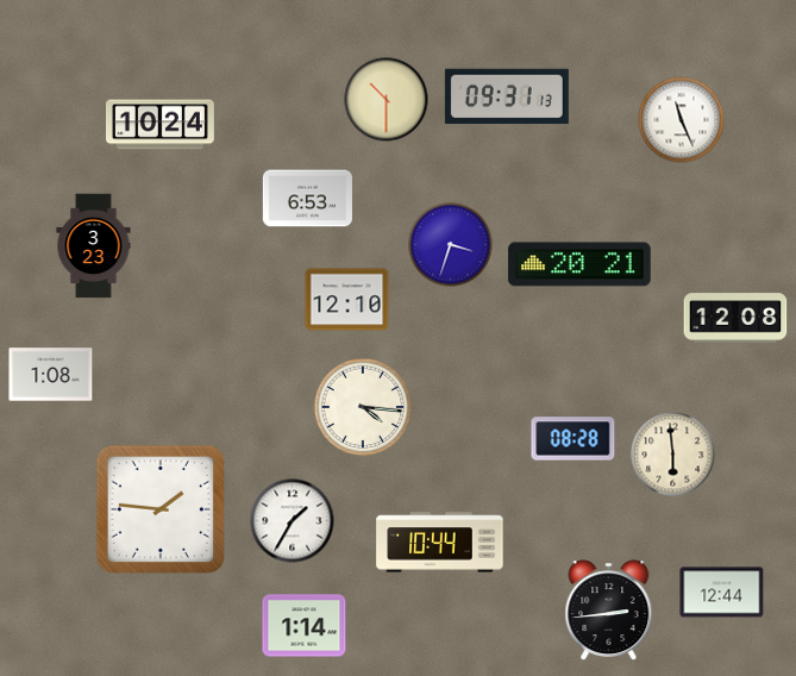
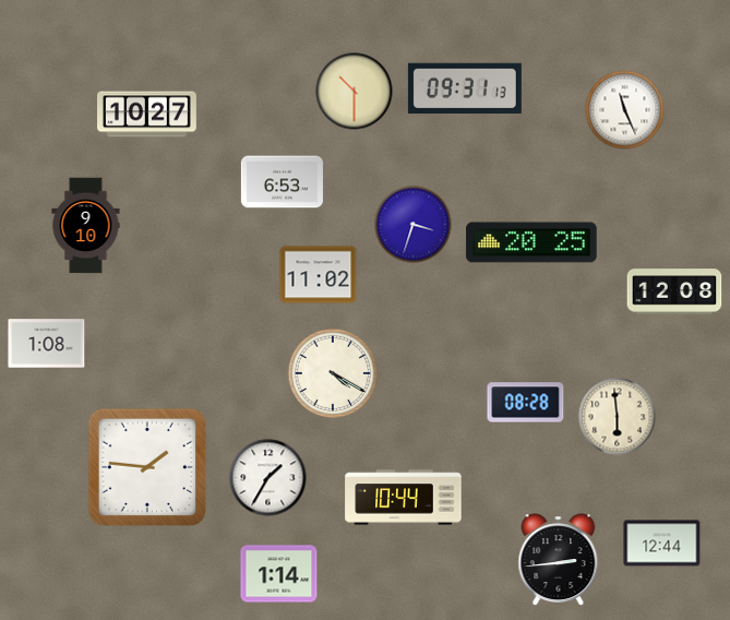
clock at (161, 125): 10:24 -> 10:27
clock at (94, 246): 3:23 -> 9:10
clock at (579, 264): 20:21 -> 20:25
clock at (347, 300): 12:10 -> 11:02
clock at (363, 407): 4:16 -> 4:20
